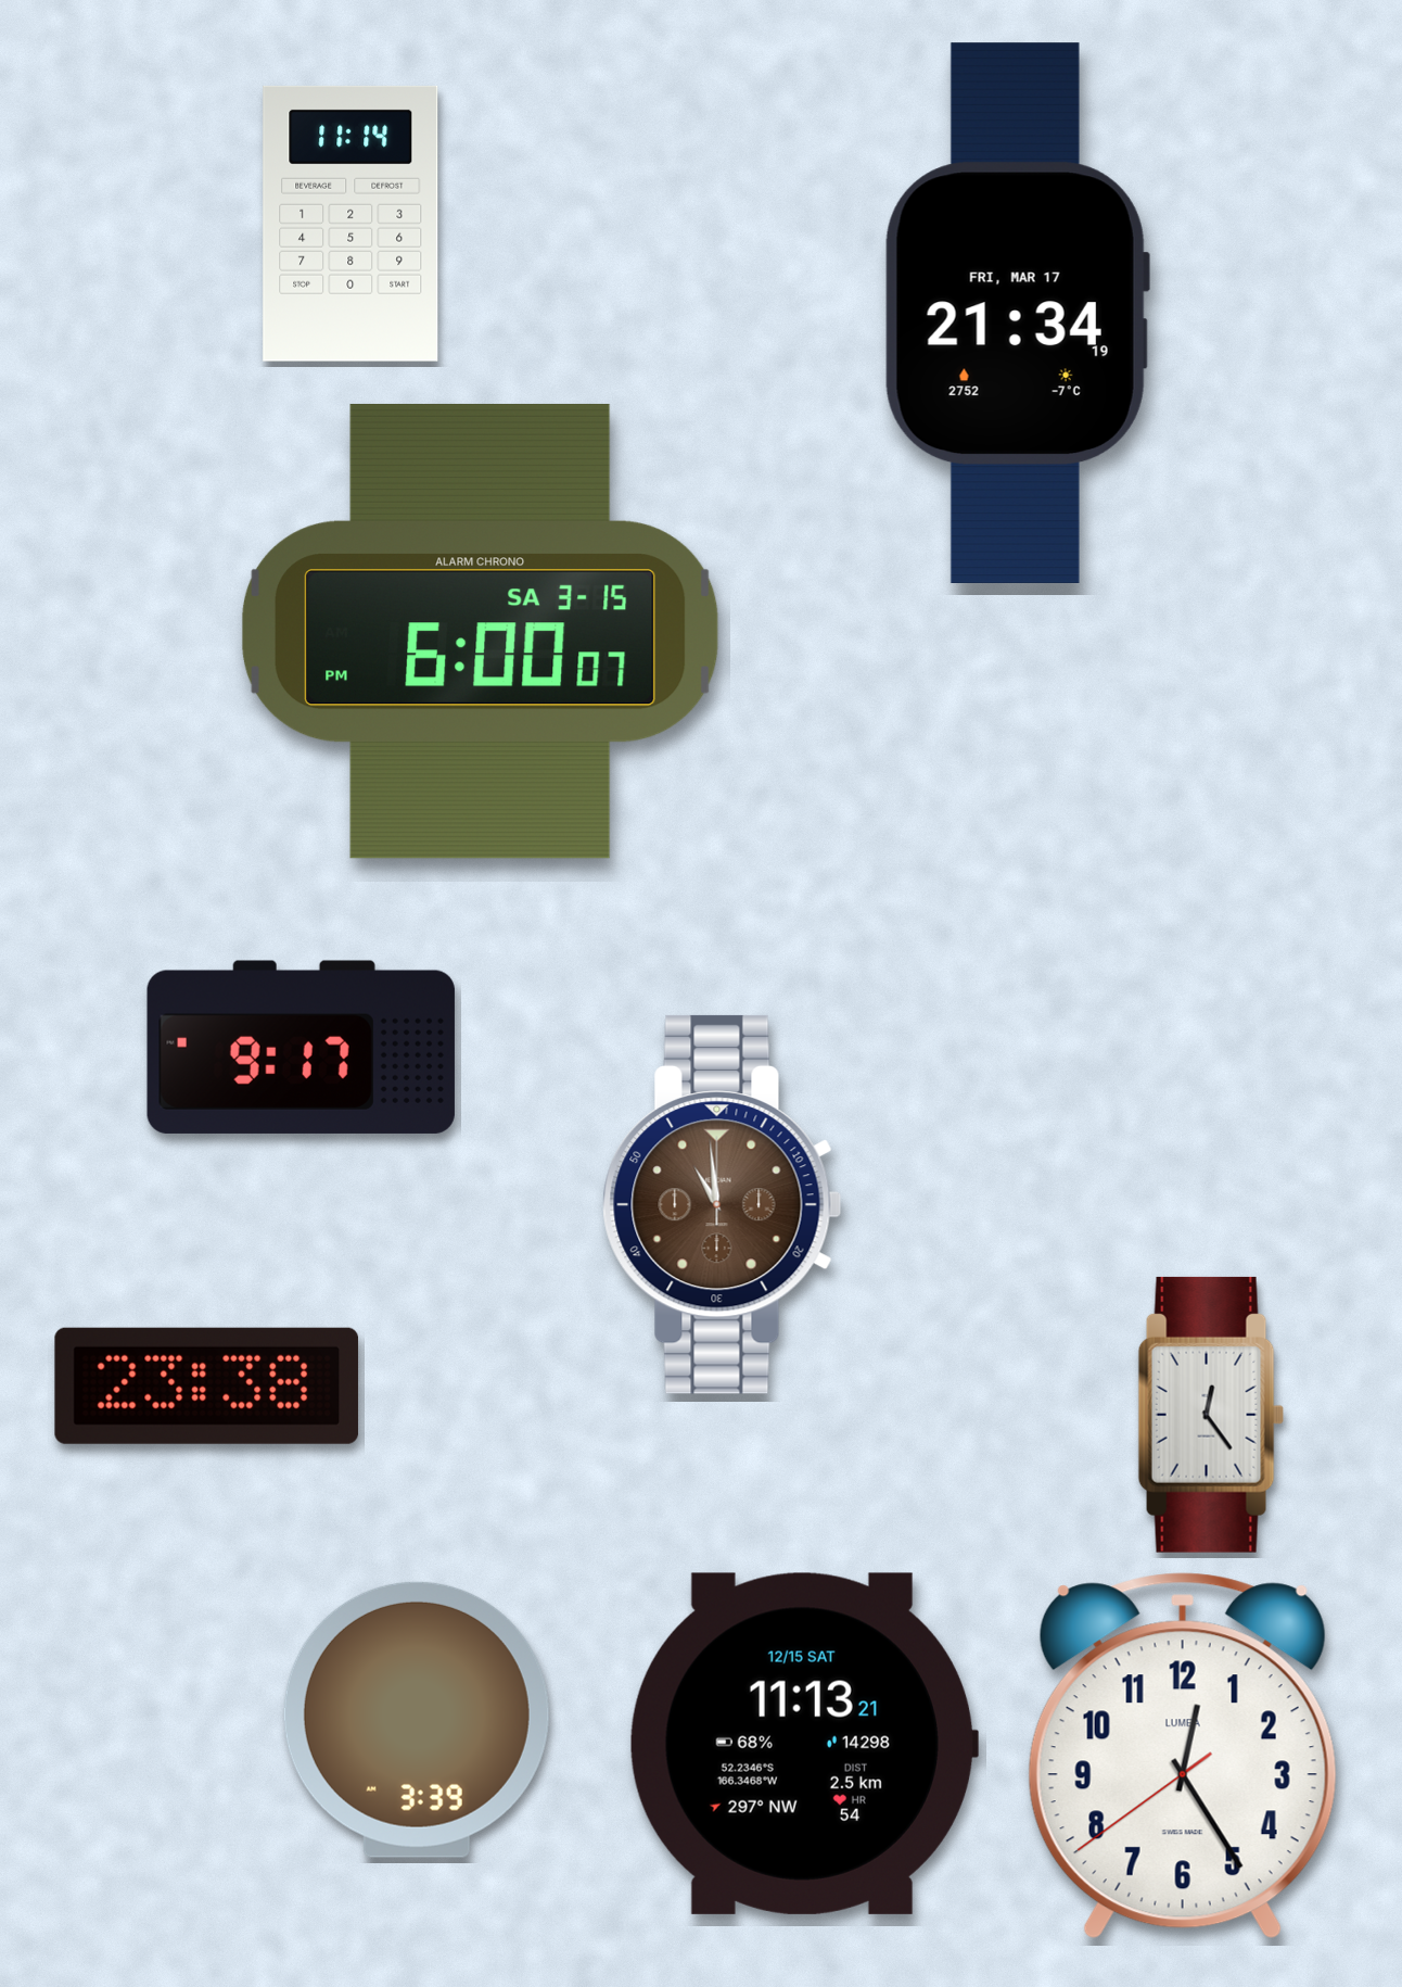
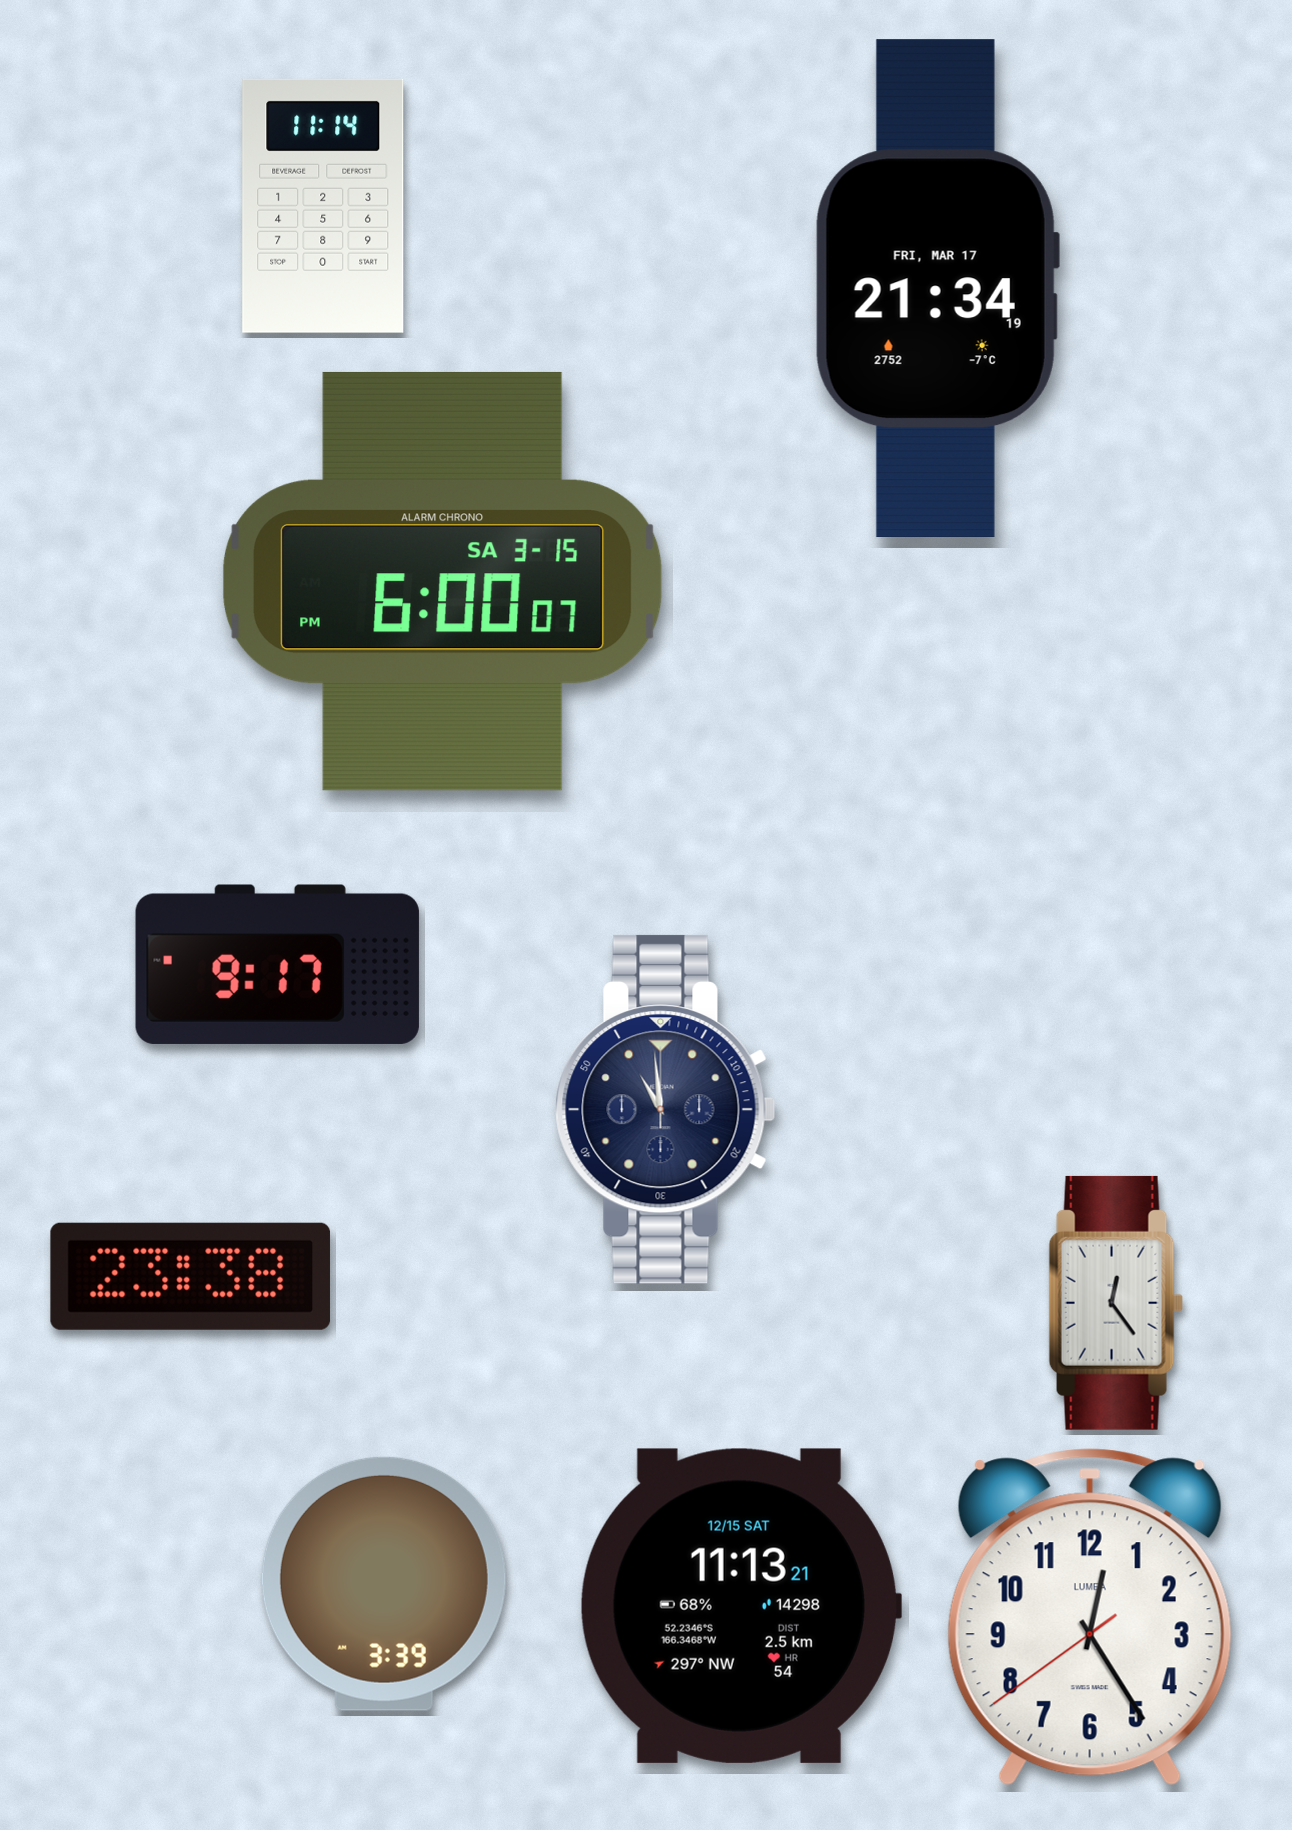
clock at (723, 1204) dial: brown -> navy
